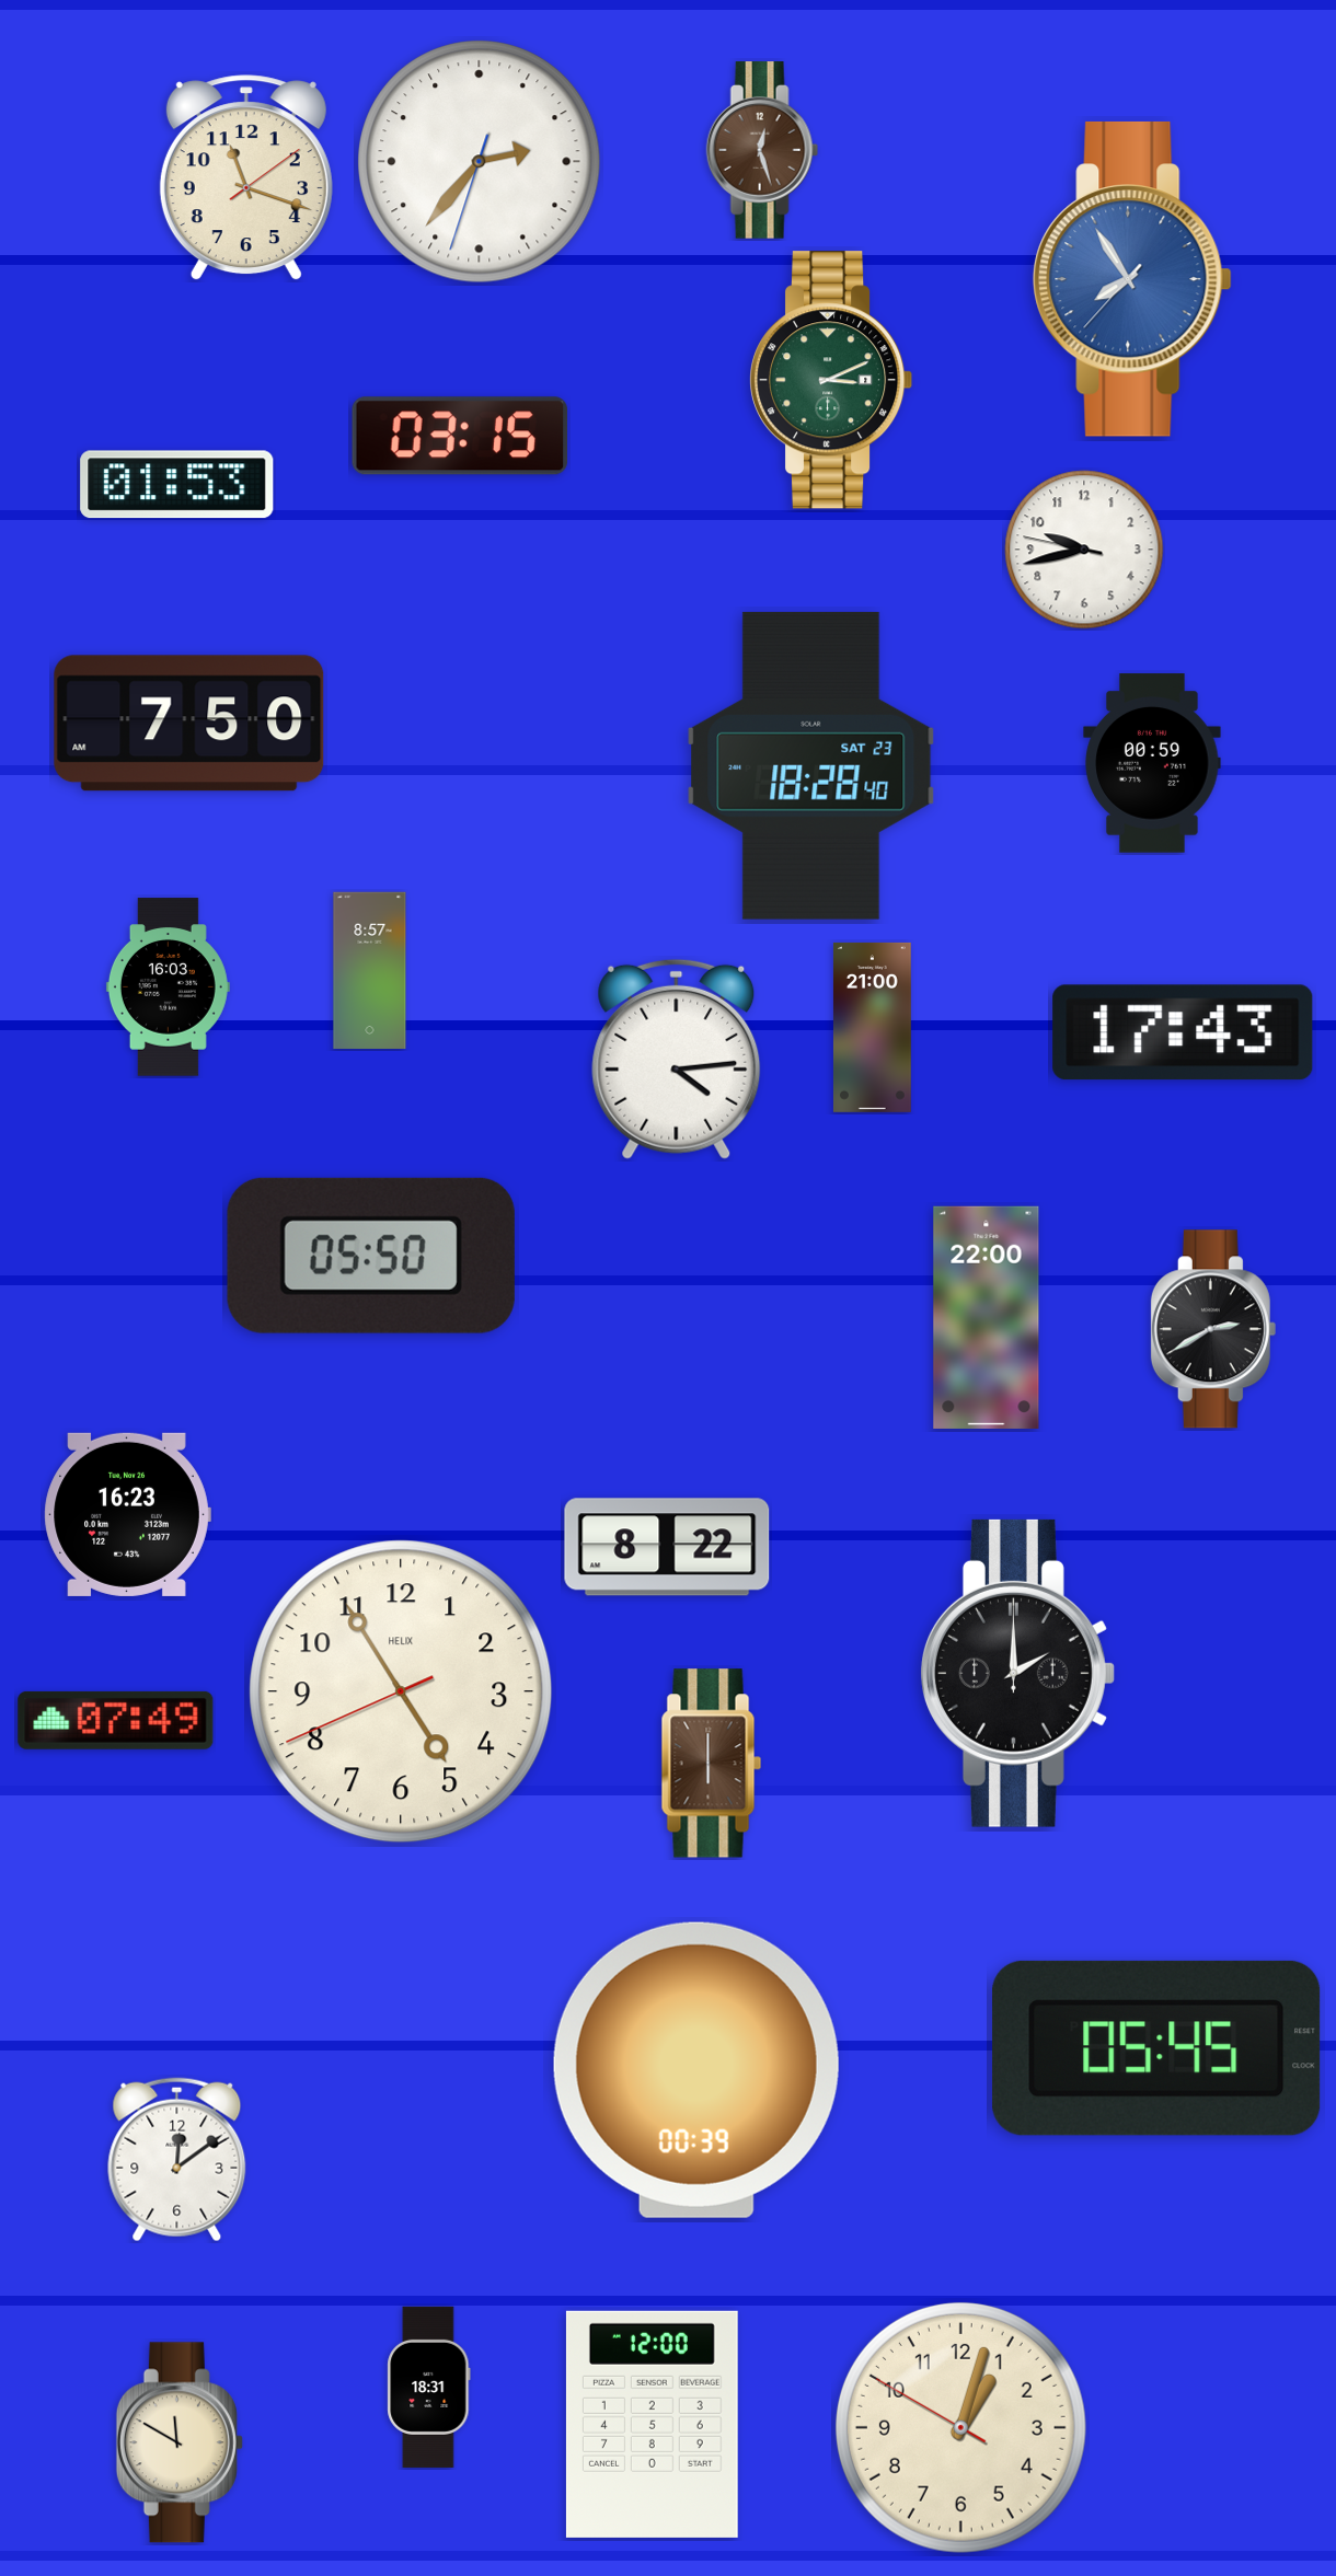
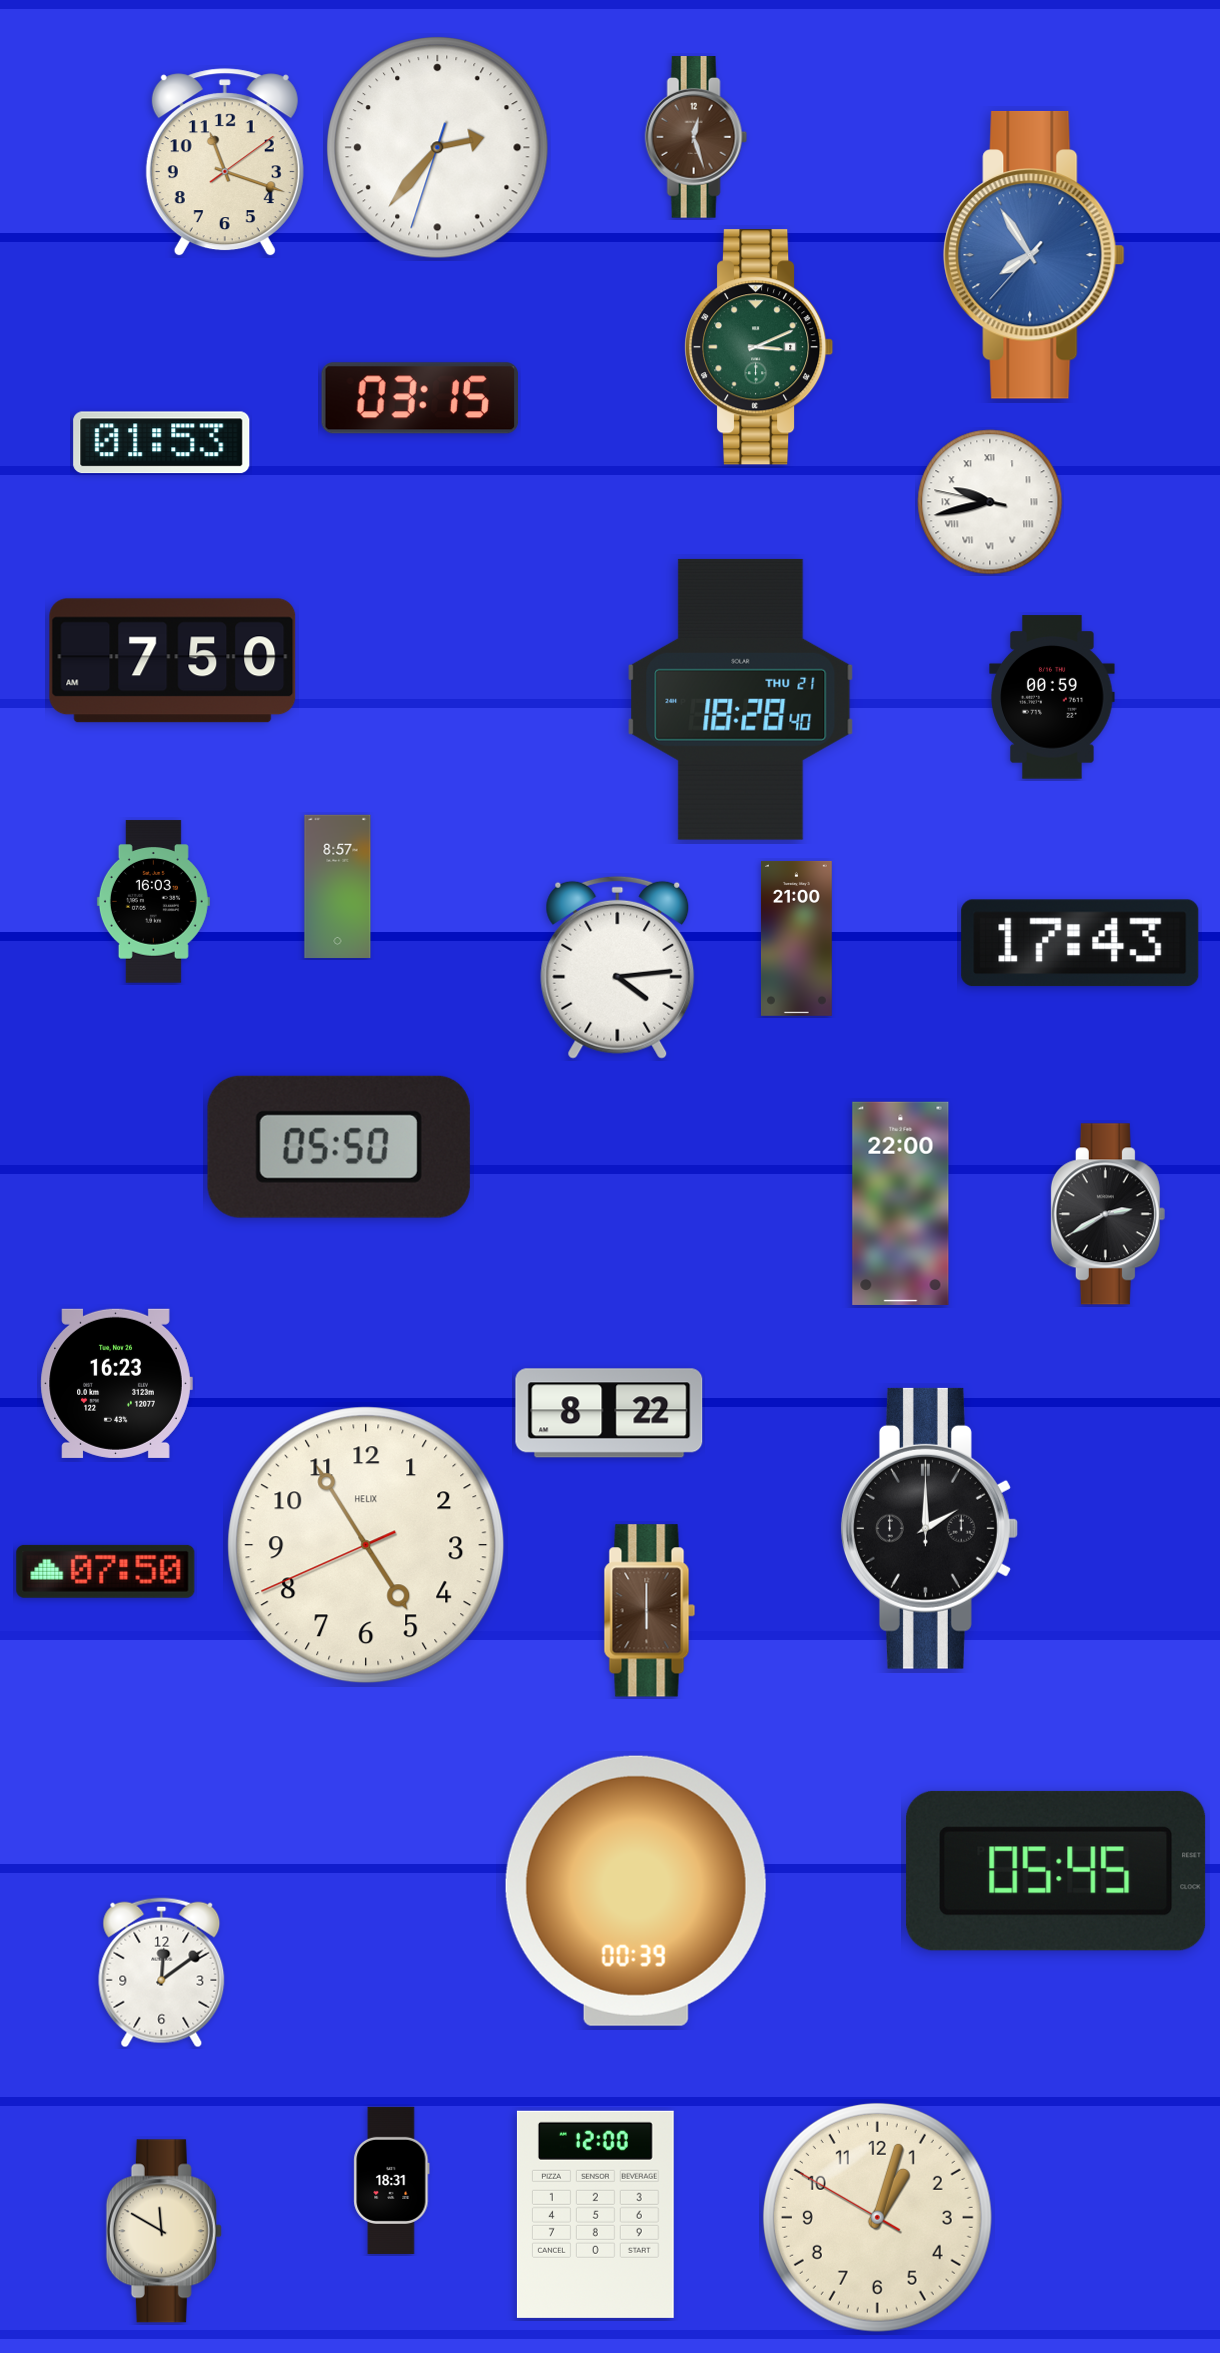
clock at (1084, 550) numerals: Arabic -> Roman
clock at (811, 765) date: SAT 23 -> THU 21
clock at (116, 1720): 07:49 -> 07:50
